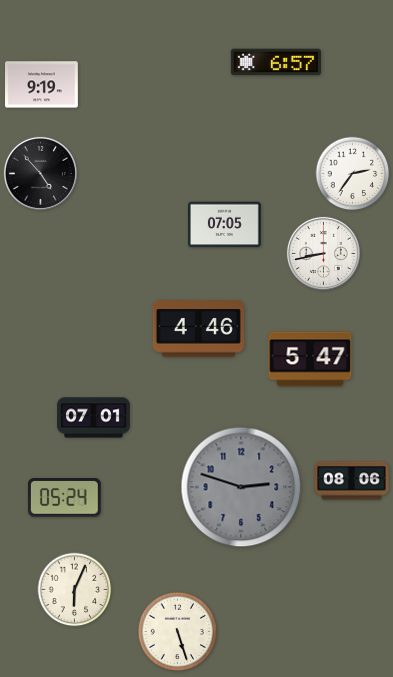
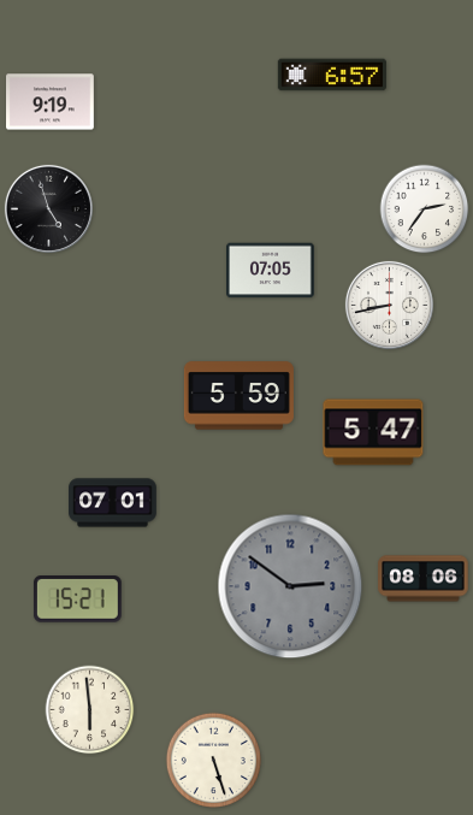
clock at (40, 173): 4:53 -> 4:57
clock at (198, 329): 4:46 -> 5:59
clock at (241, 487): 2:48 -> 2:51
clock at (64, 498): 05:24 -> 15:21
clock at (75, 590): 6:04 -> 5:59
